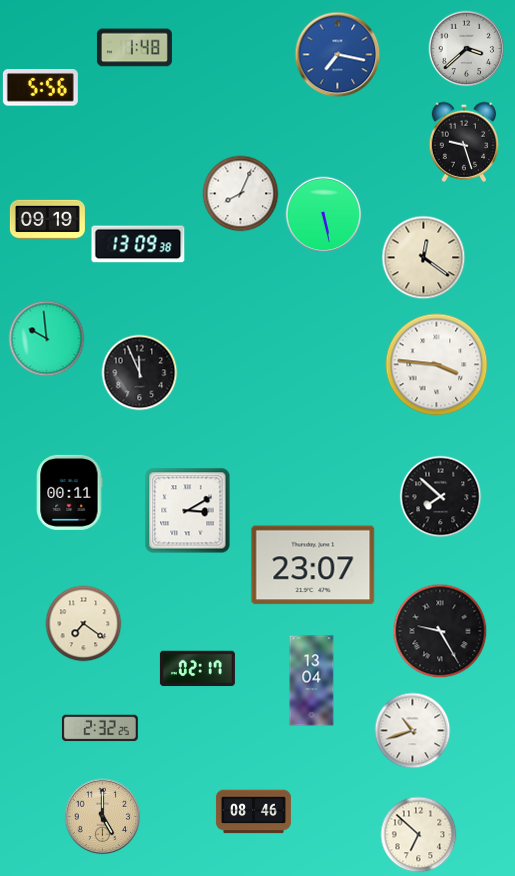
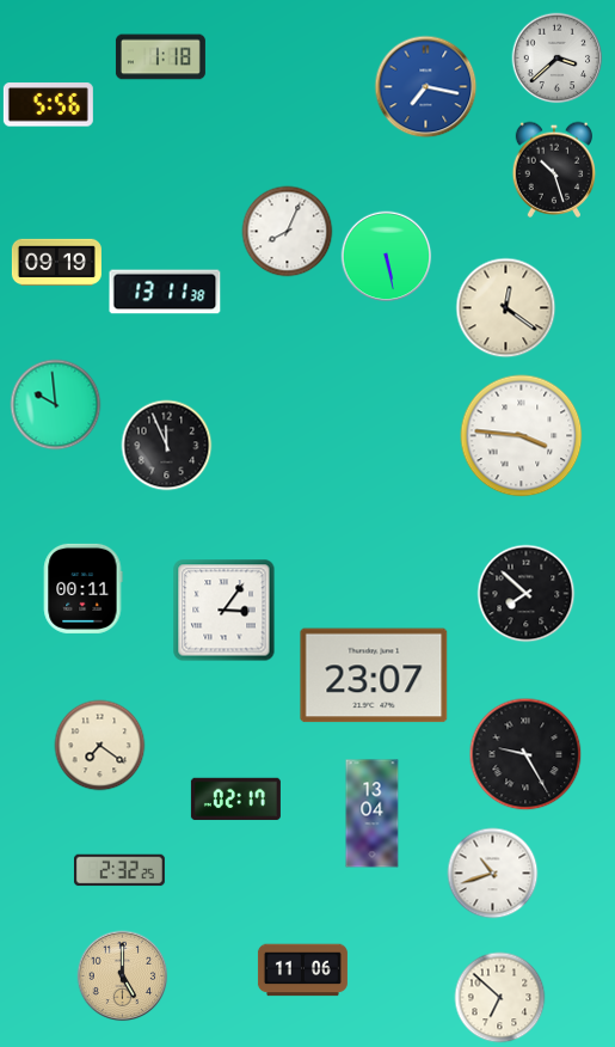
clock at (134, 48): 1:48 -> 1:18
clock at (338, 55) position: (338, 55) -> (426, 87)
clock at (463, 142): 9:27 -> 10:27
clock at (138, 244): 13:09 -> 13:11
clock at (188, 511): 3:10 -> 3:06
clock at (253, 812): 08:46 -> 11:06
